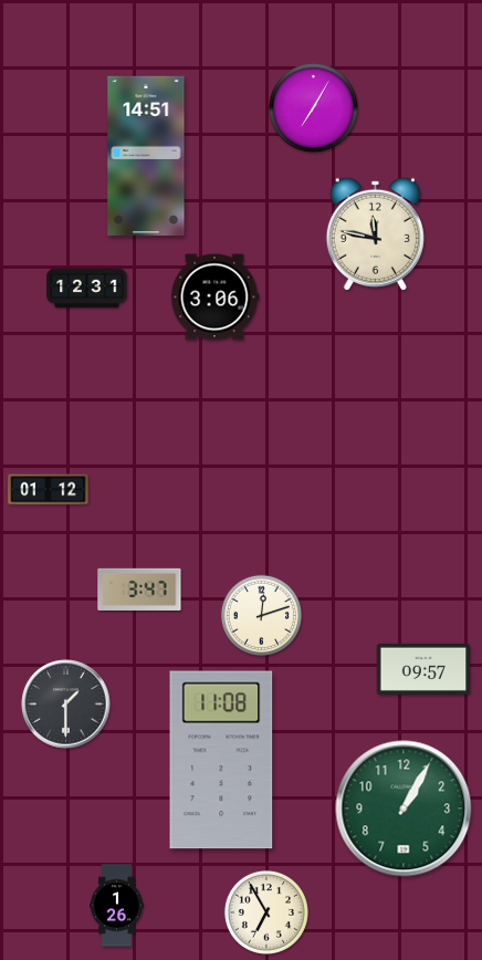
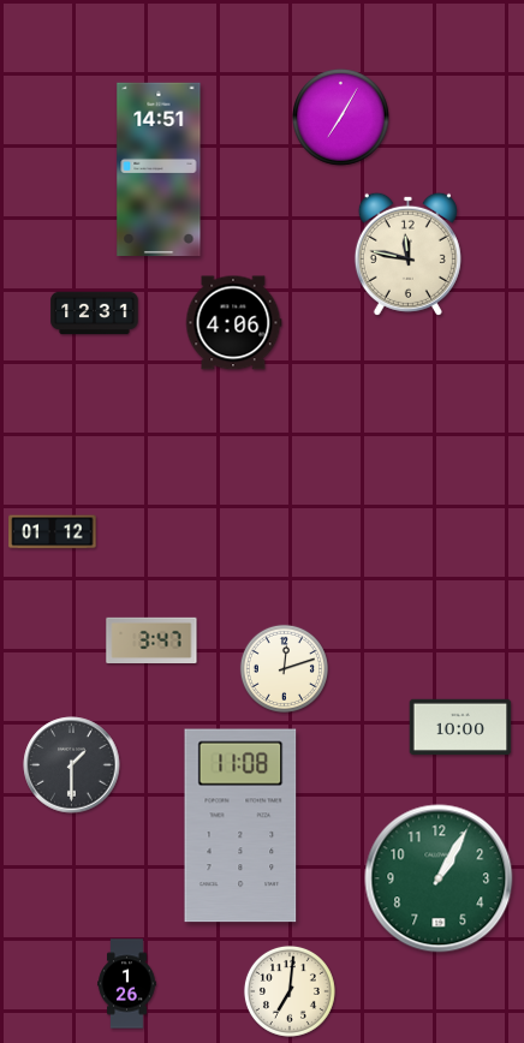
clock at (214, 298): 3:06 -> 4:06
clock at (423, 668): 09:57 -> 10:00
clock at (266, 912): 6:55 -> 7:01
